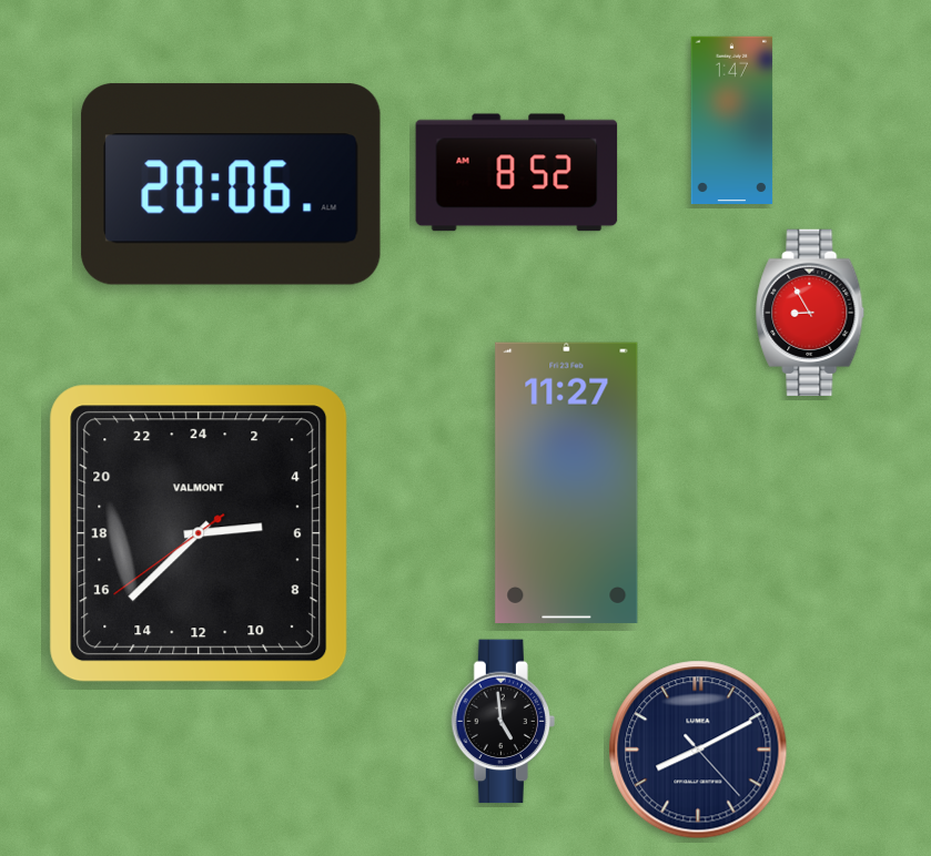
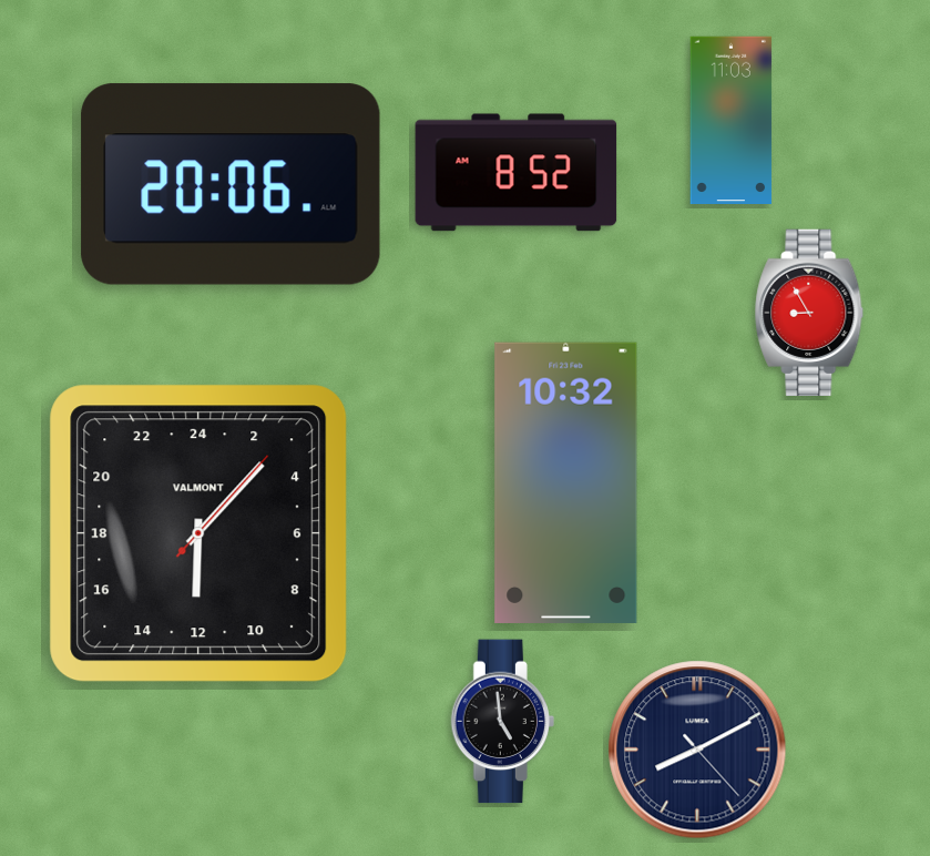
clock at (732, 120): 1:47 -> 11:03
clock at (567, 482): 11:27 -> 10:32
clock at (199, 533): 5:37 -> 12:07
